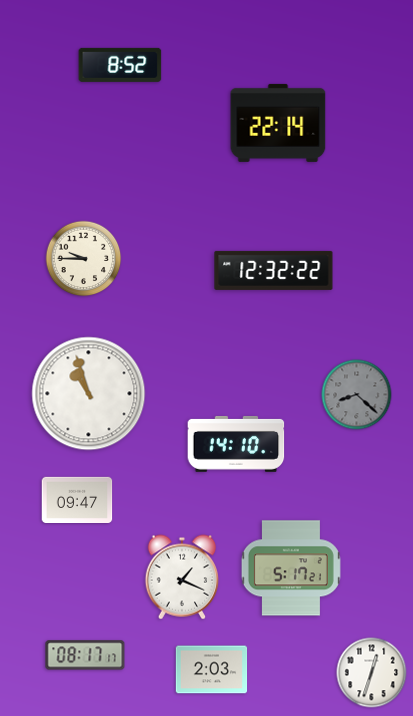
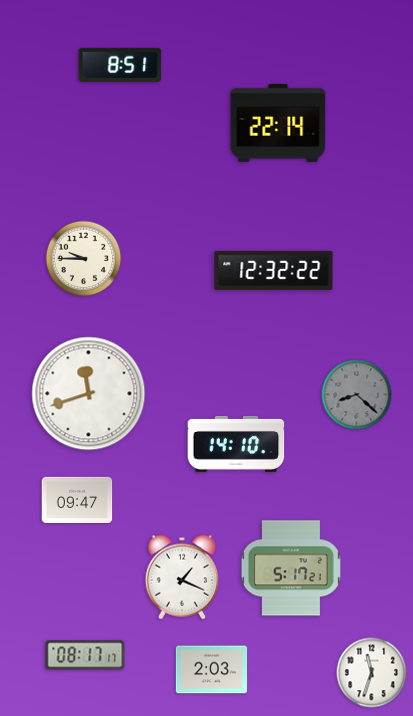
clock at (120, 65): 8:52 -> 8:51
clock at (89, 394): 10:57 -> 11:42
clock at (372, 673): 12:33 -> 11:33
